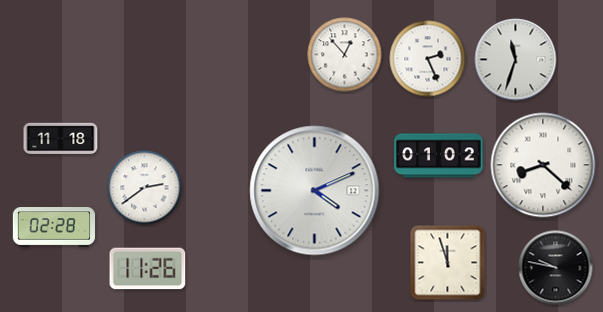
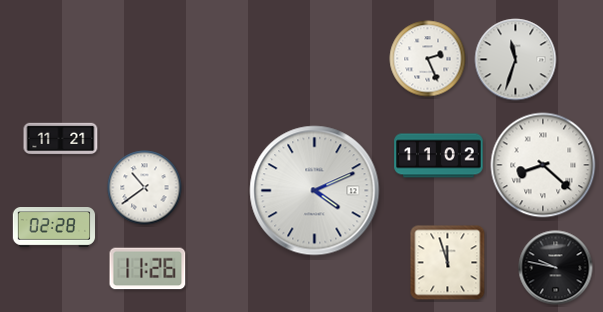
clock at (345, 55): 12:53 -> none
clock at (61, 139): 11:18 -> 11:21
clock at (439, 156): 01:02 -> 11:02
clock at (145, 188): 2:39 -> 10:39
